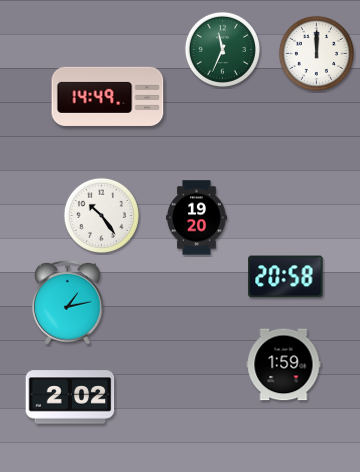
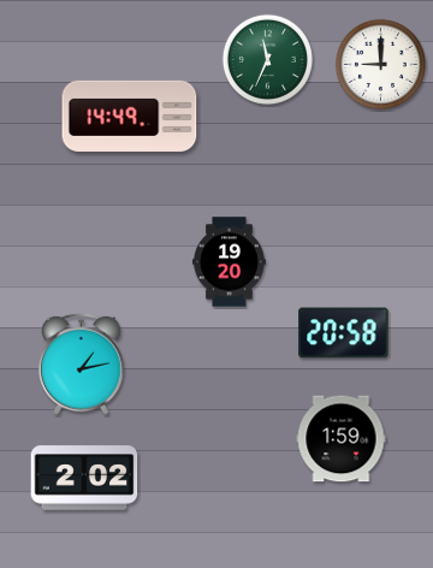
clock at (316, 53): 12:00 -> 9:00
clock at (101, 215): 10:24 -> none
clock at (197, 218) position: (197, 218) -> (230, 262)
